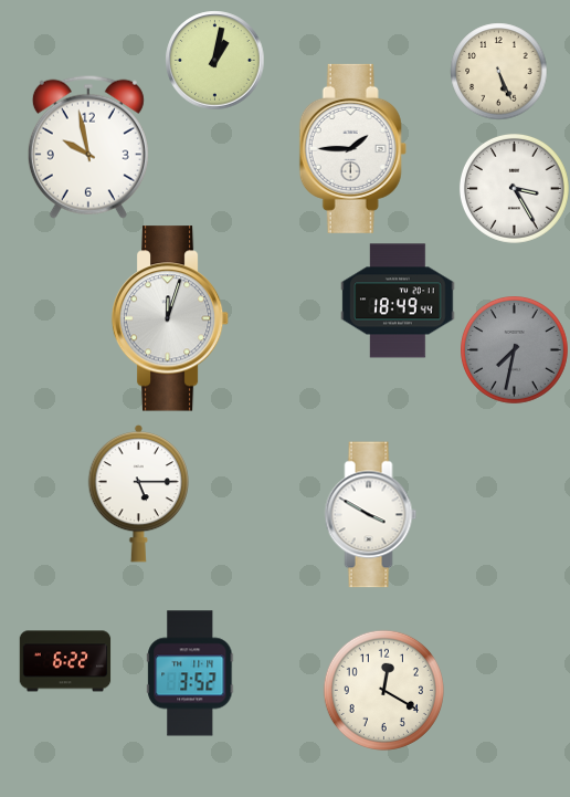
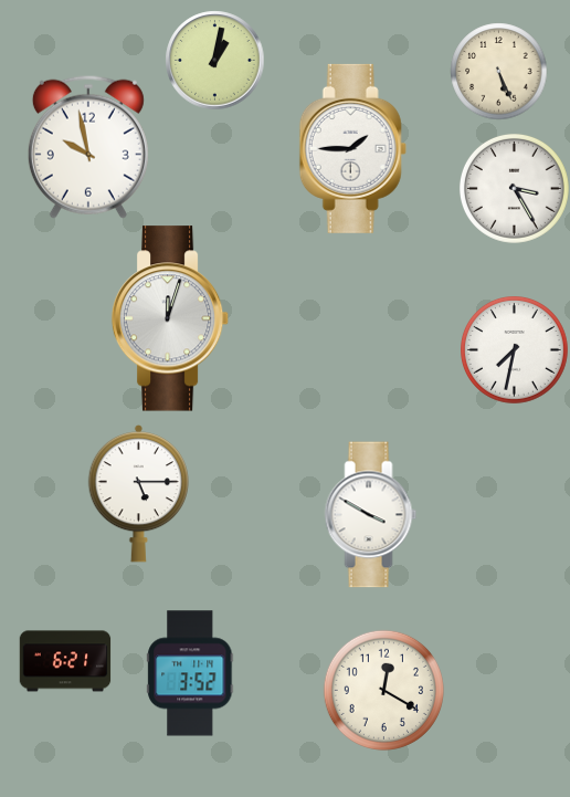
clock at (398, 301): 18:49 -> none
clock at (515, 350) dial: grey -> white
clock at (65, 661): 6:22 -> 6:21
